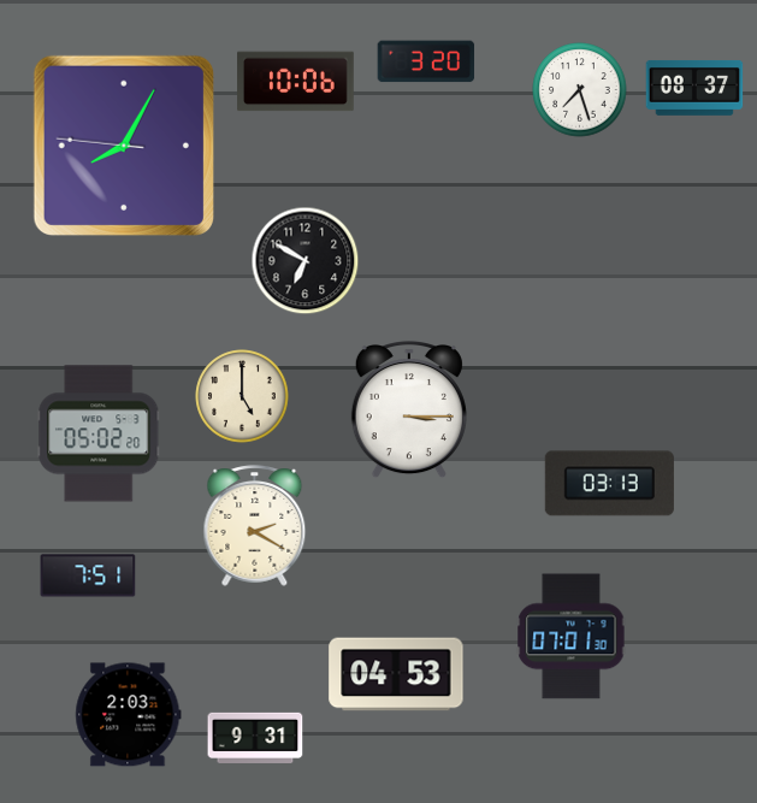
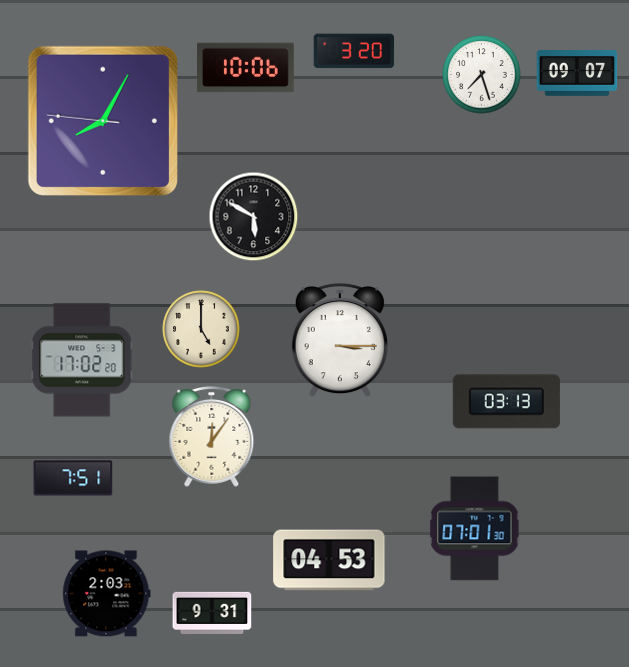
clock at (694, 88): 08:37 -> 09:07
clock at (306, 261): 6:50 -> 5:50
clock at (99, 433): 05:02 -> 17:02
clock at (255, 526): 2:20 -> 12:06
